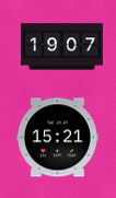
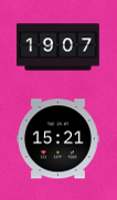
clock at (61, 47) position: (61, 47) -> (57, 48)
